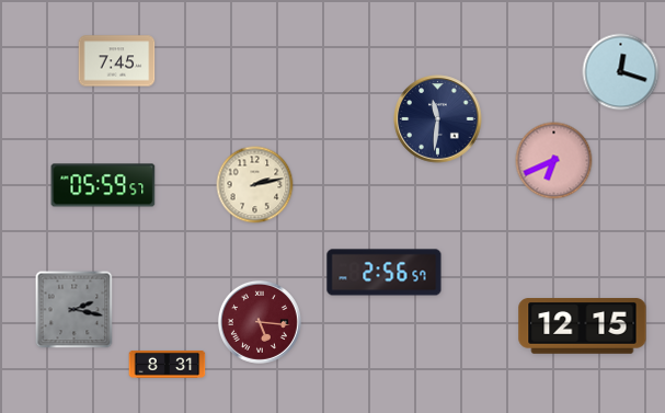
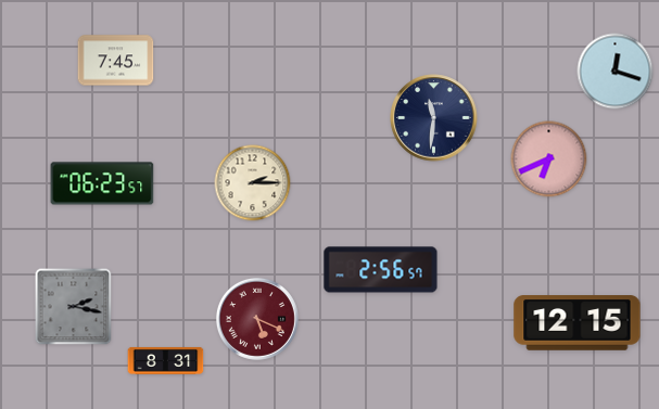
clock at (103, 185): 05:59 -> 06:23
clock at (255, 185): 2:13 -> 2:15
clock at (260, 322): 5:16 -> 5:19
